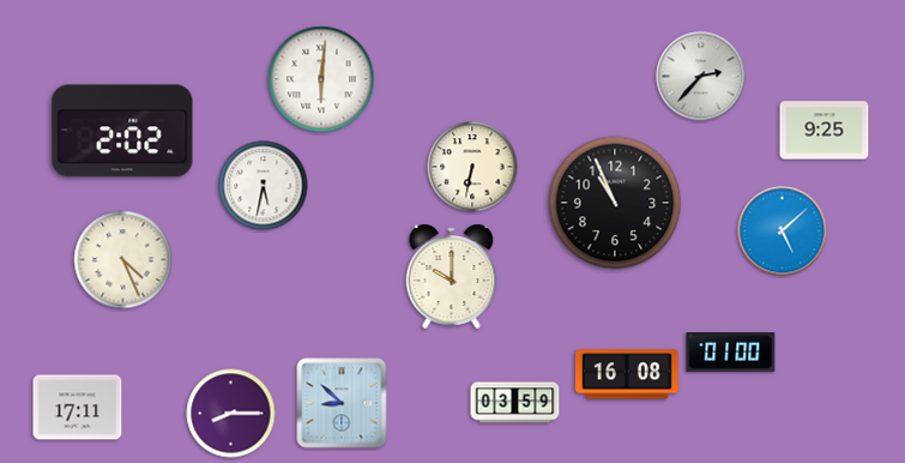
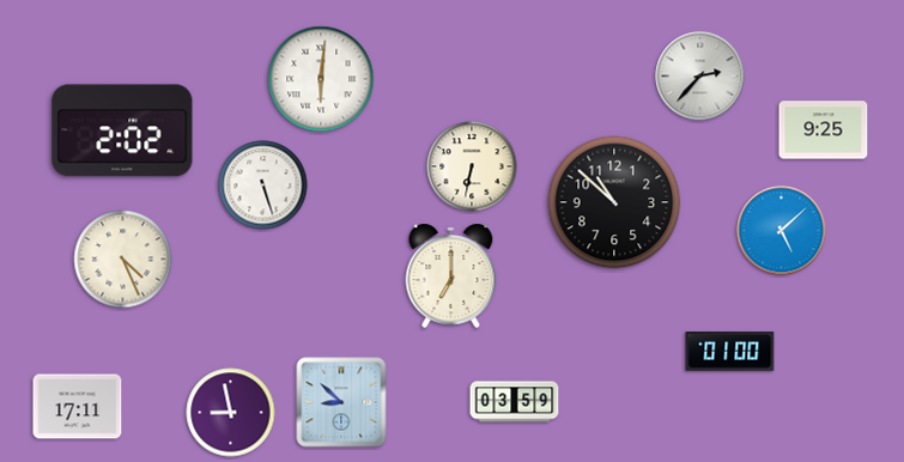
clock at (264, 186): 5:32 -> 5:27
clock at (615, 203): 10:56 -> 10:52
clock at (452, 276): 10:00 -> 7:00
clock at (627, 374): 16:08 -> none
clock at (231, 414): 8:15 -> 8:58
